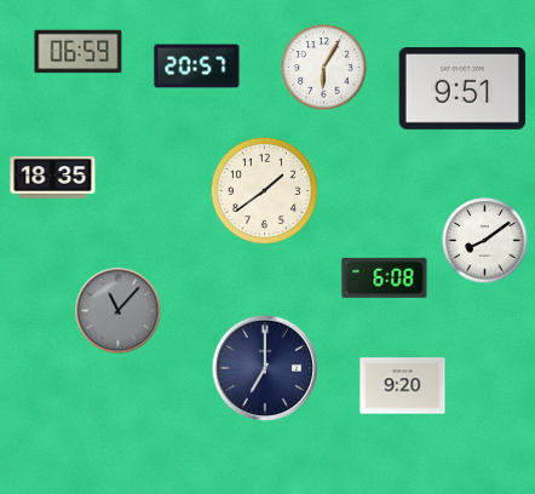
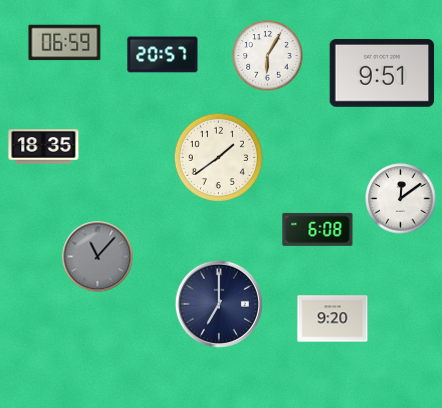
clock at (485, 241): 8:09 -> 12:09
